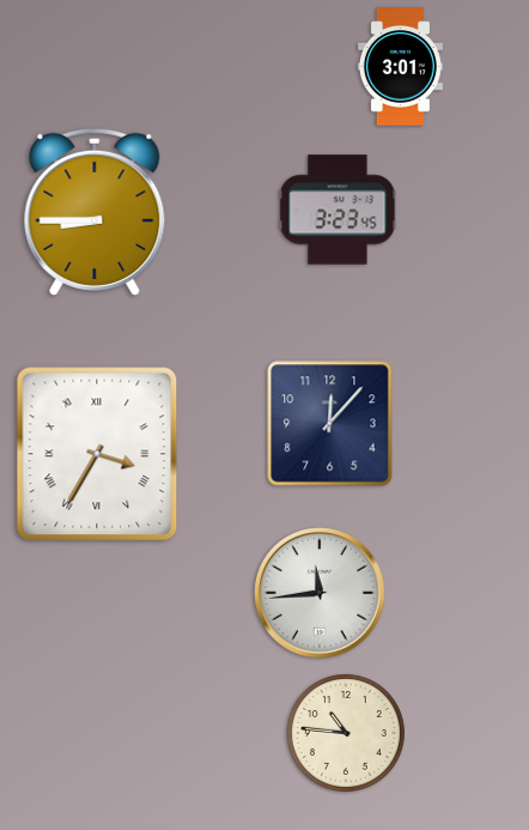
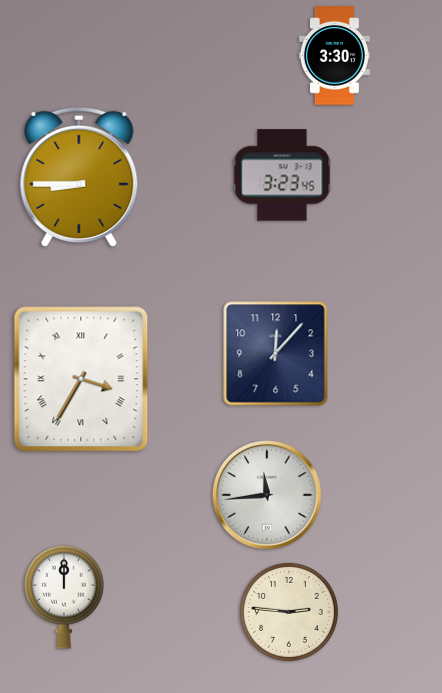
clock at (400, 67): 3:01 -> 3:30
clock at (64, 597): none -> 12:00
clock at (346, 733): 10:46 -> 2:46
